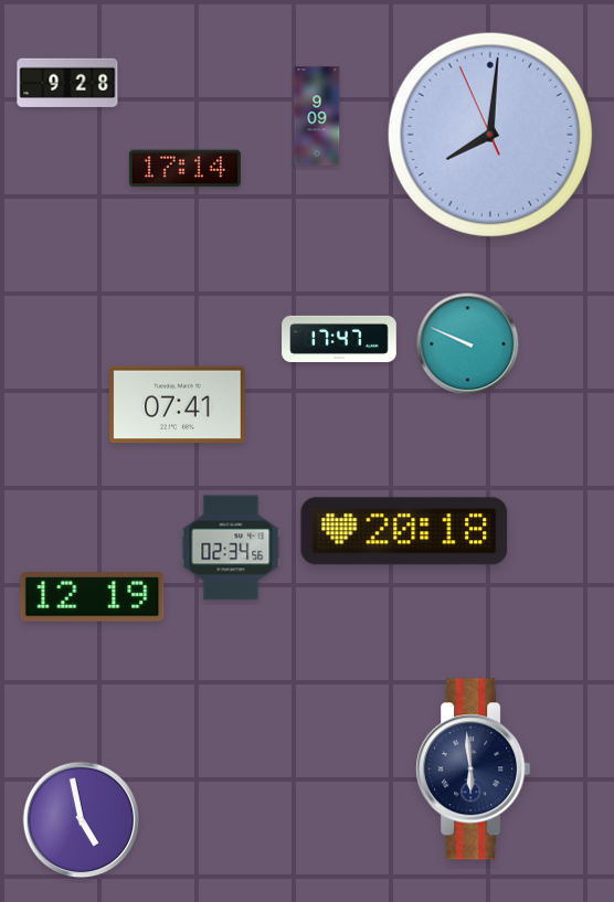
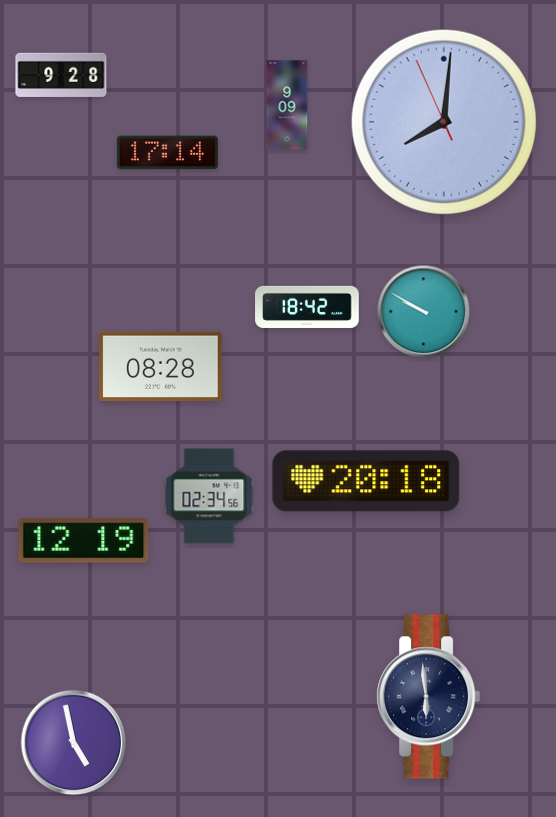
clock at (339, 339): 17:47 -> 18:42
clock at (468, 344): 9:49 -> 9:50
clock at (178, 405): 07:41 -> 08:28
